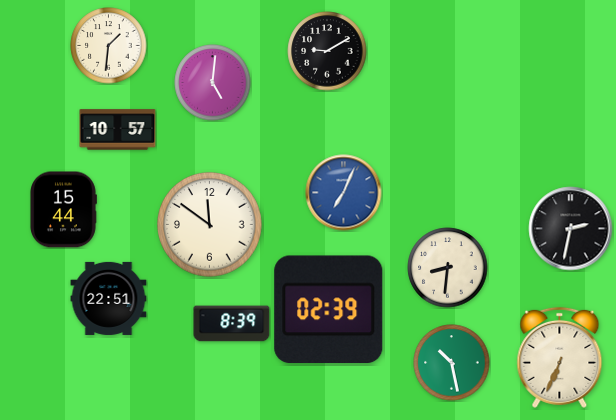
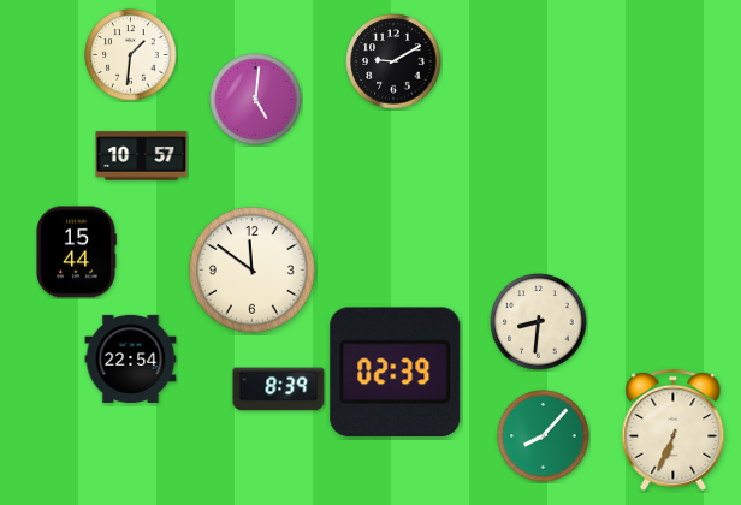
clock at (344, 193): 7:04 -> none
clock at (571, 229): 2:32 -> none
clock at (109, 298): 22:51 -> 22:54
clock at (452, 363): 10:28 -> 8:07
